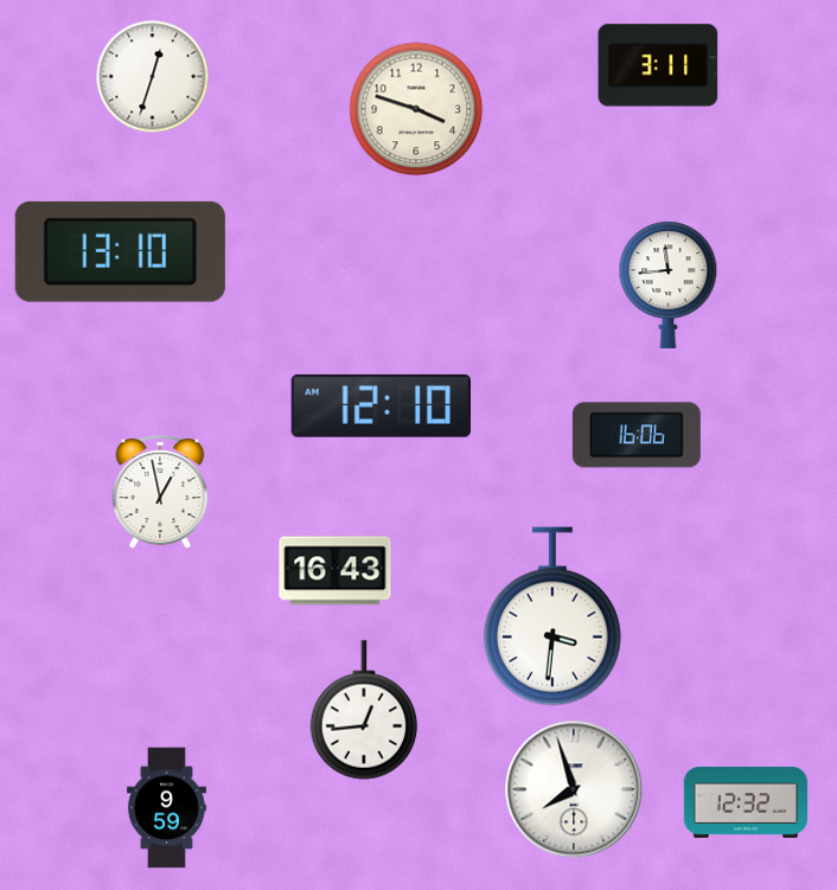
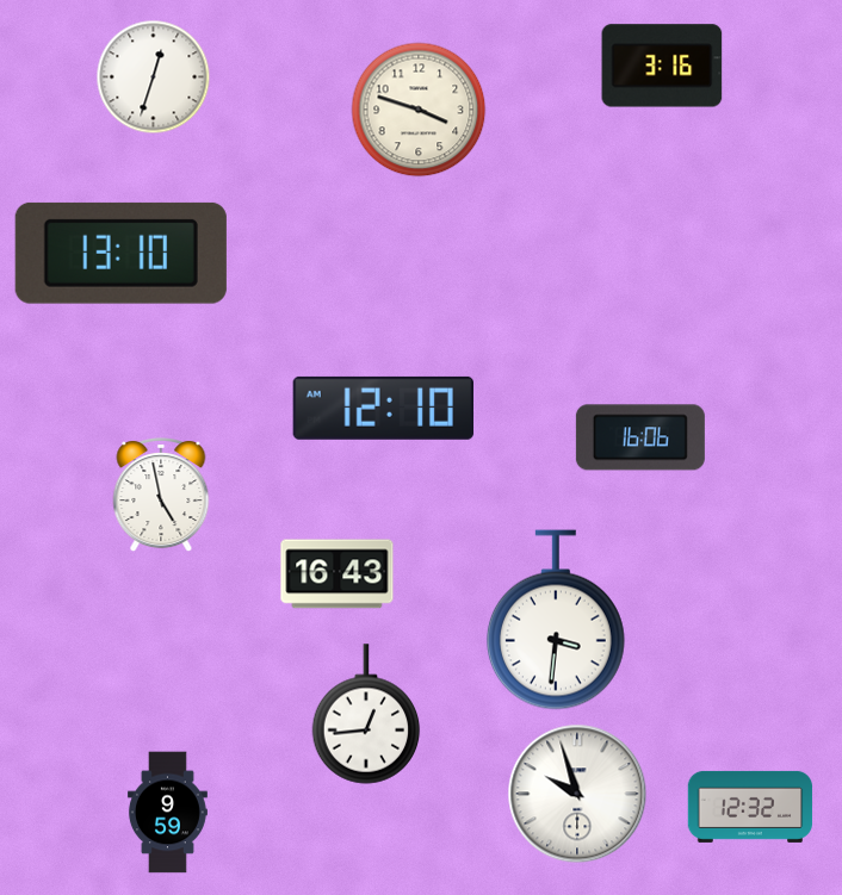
clock at (658, 65): 3:11 -> 3:16
clock at (669, 284): 11:44 -> none
clock at (160, 493): 12:58 -> 4:58
clock at (574, 789): 7:57 -> 9:57
